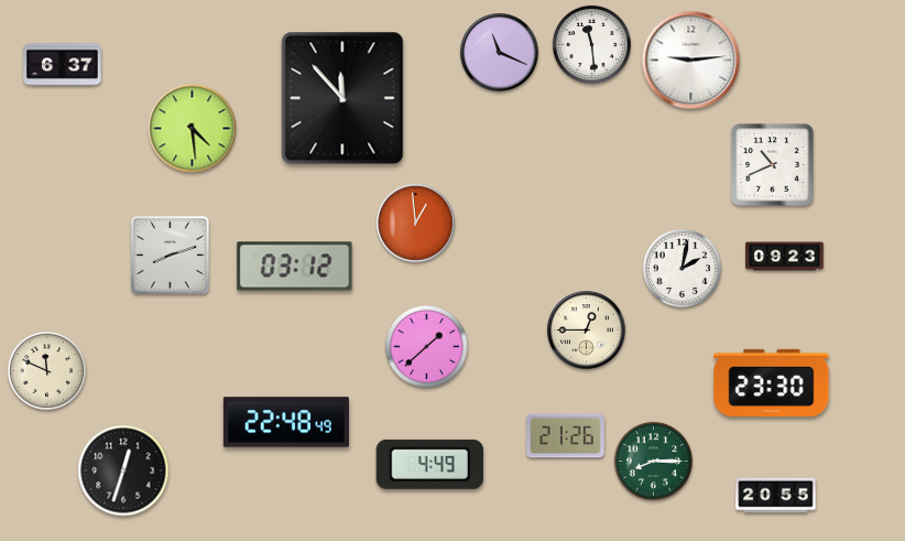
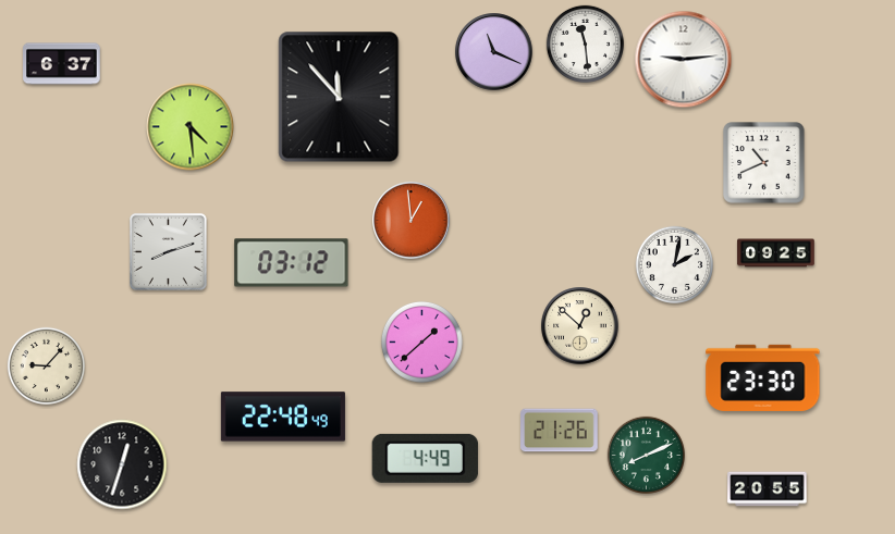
clock at (785, 257): 09:23 -> 09:25
clock at (587, 331): 12:45 -> 12:52
clock at (46, 370): 11:49 -> 9:07
clock at (653, 461): 8:15 -> 8:11
